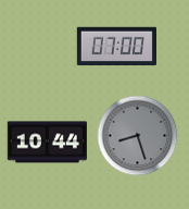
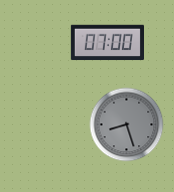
clock at (47, 143): 10:44 -> none
